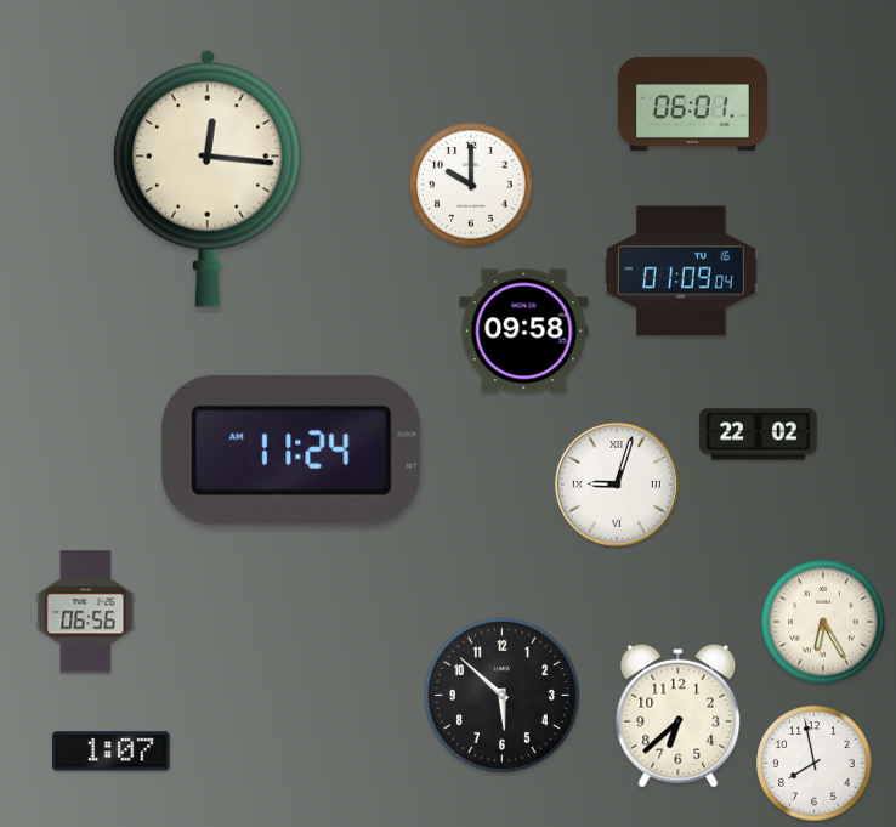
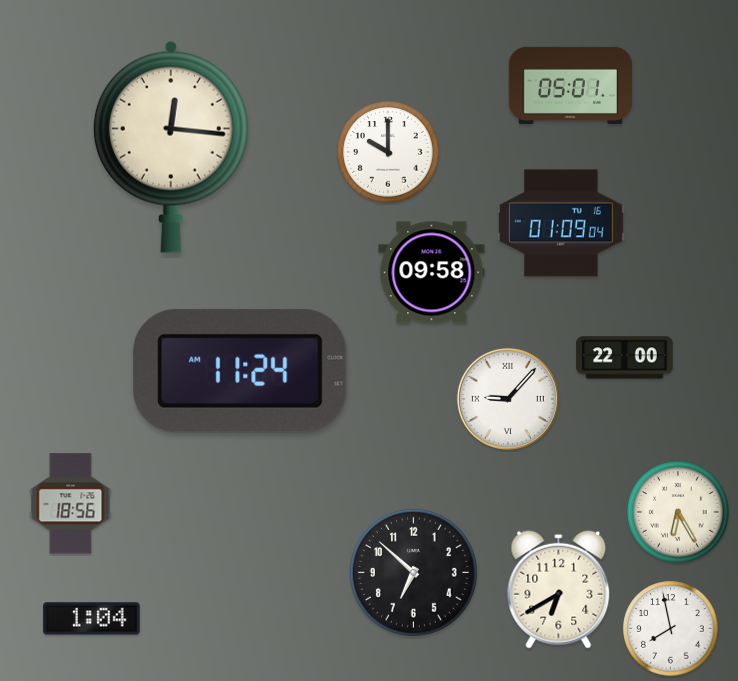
clock at (692, 103): 06:01 -> 05:01
clock at (759, 435): 22:02 -> 22:00
clock at (617, 485): 9:03 -> 9:07
clock at (86, 612): 06:56 -> 18:56
clock at (501, 695): 5:52 -> 6:52
clock at (679, 715): 6:38 -> 6:40
clock at (112, 752): 1:07 -> 1:04
